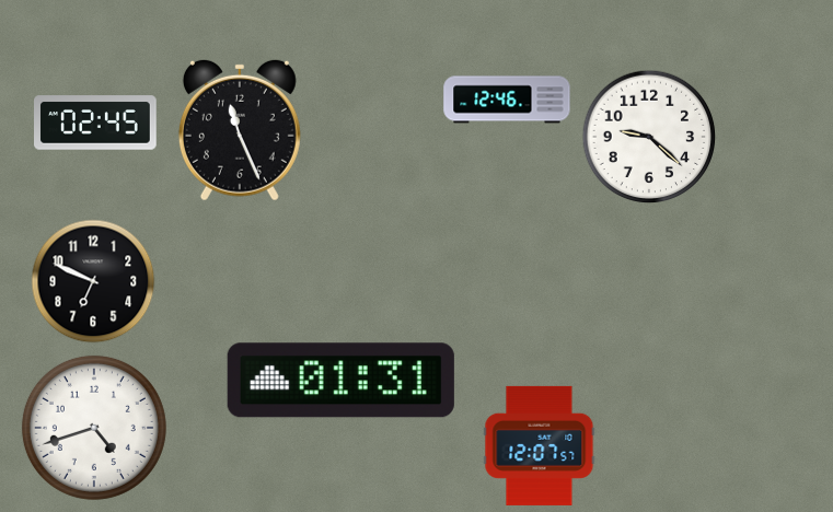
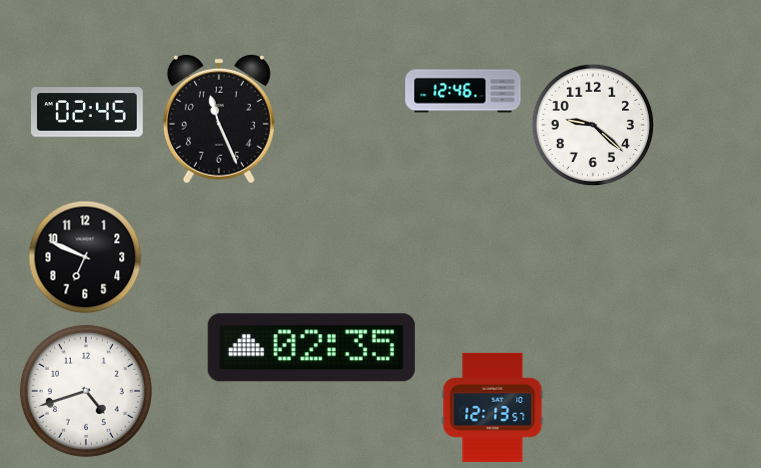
clock at (340, 381): 01:31 -> 02:35
clock at (540, 445): 12:07 -> 12:13
